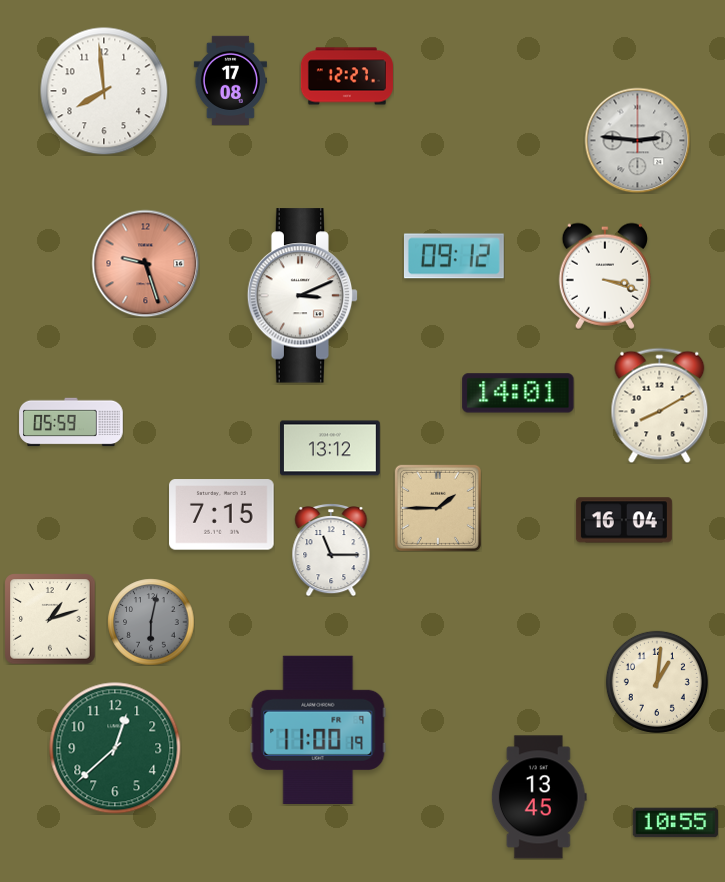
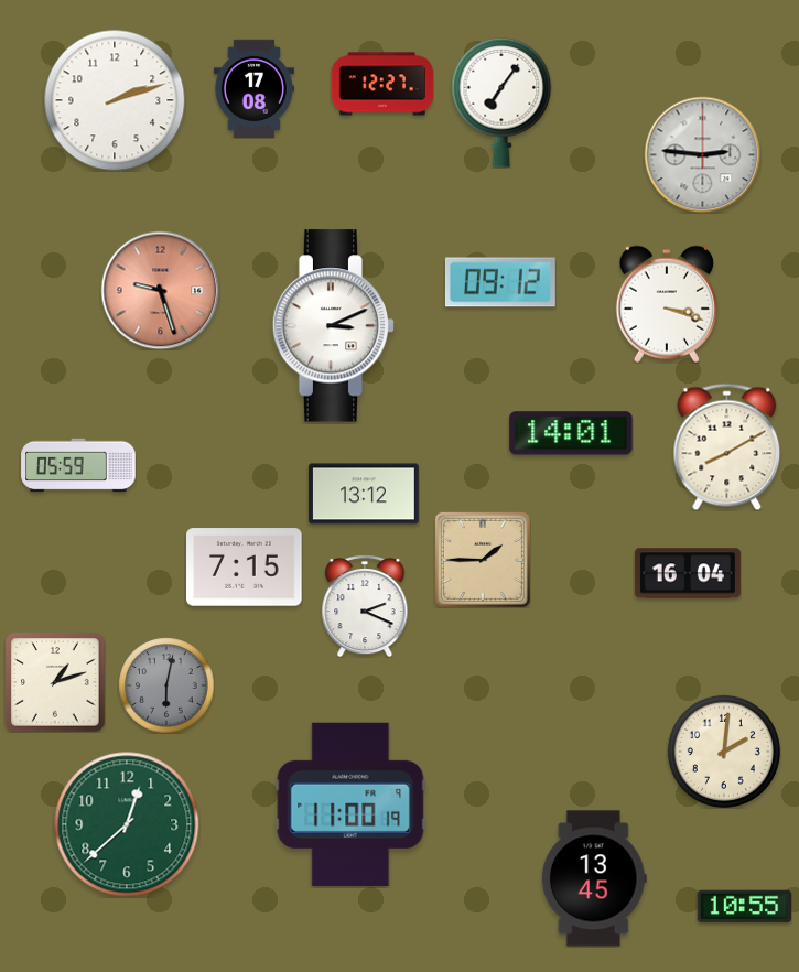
clock at (104, 91): 7:59 -> 2:12
clock at (501, 102): none -> 7:06
clock at (331, 550): 11:15 -> 2:19
clock at (657, 682): 1:01 -> 2:01
